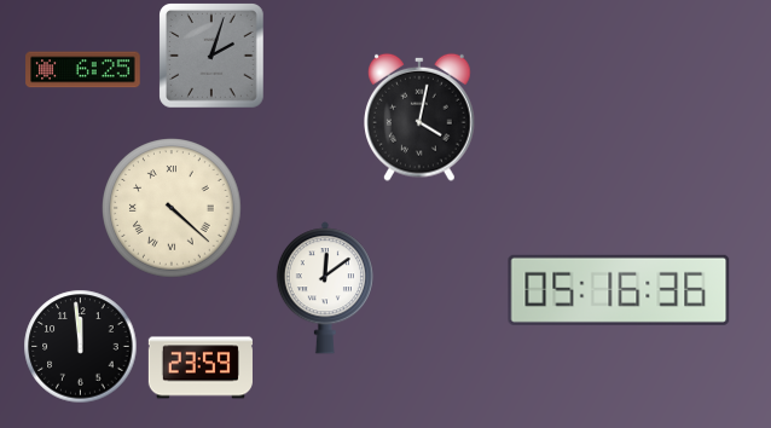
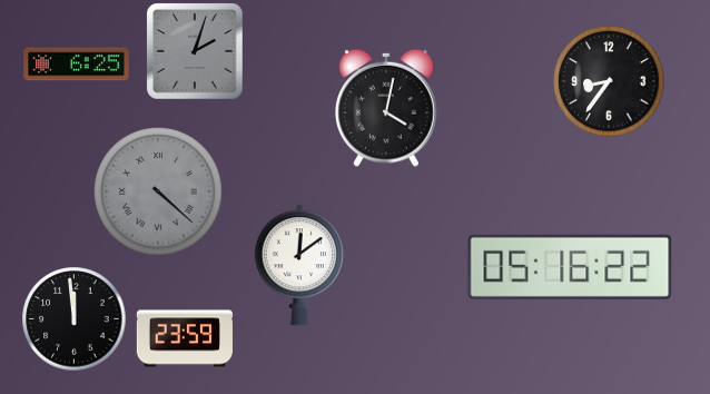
clock at (609, 81): none -> 8:36
clock at (172, 208) dial: cream -> grey
clock at (619, 290): 05:16:36 -> 05:16:22
